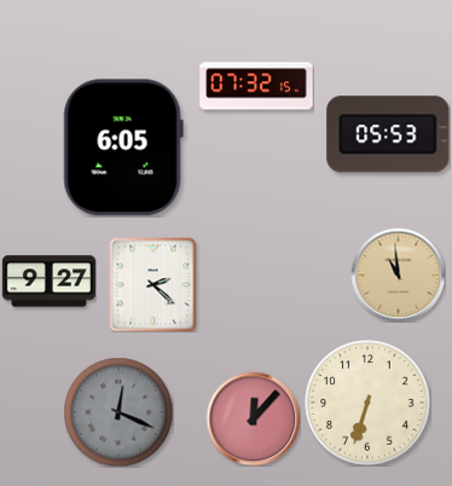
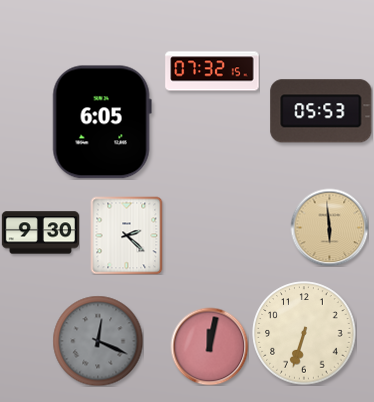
clock at (398, 274): 10:59 -> 5:59
clock at (48, 282): 9:27 -> 9:30
clock at (253, 418): 12:07 -> 12:02
